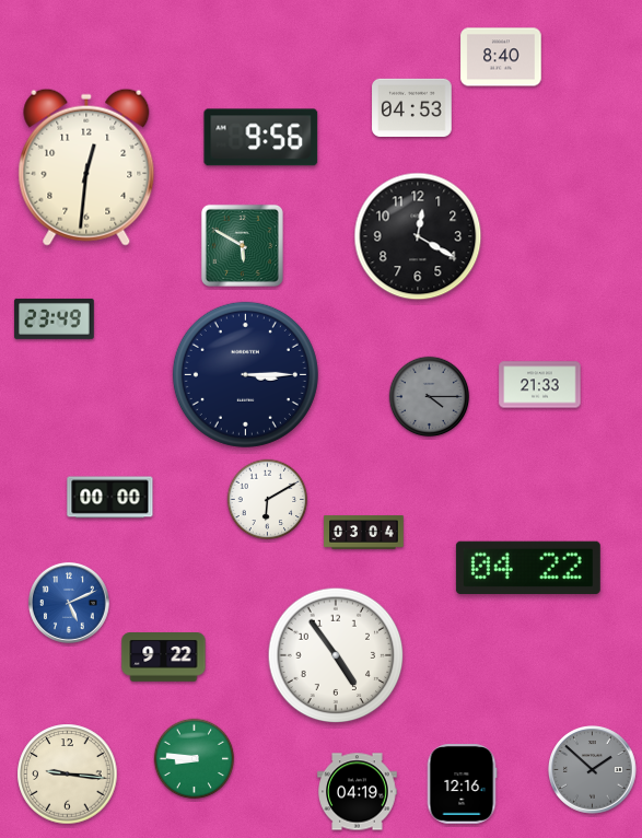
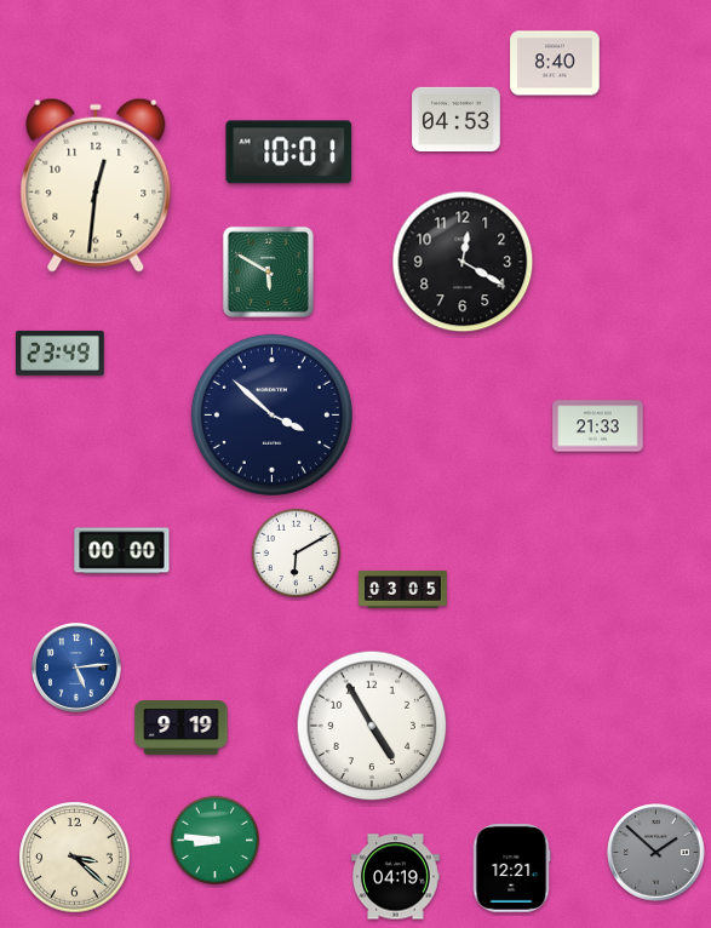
clock at (261, 138): 9:56 -> 10:01
clock at (245, 374): 3:15 -> 3:52
clock at (430, 397): 4:15 -> none
clock at (364, 533): 03:04 -> 03:05
clock at (528, 568): 04:22 -> none
clock at (69, 603): 5:11 -> 5:14
clock at (336, 655): 4:54 -> 4:55
clock at (164, 657): 9:22 -> 9:19
clock at (68, 775): 9:16 -> 3:22
clock at (462, 784): 12:16 -> 12:21
